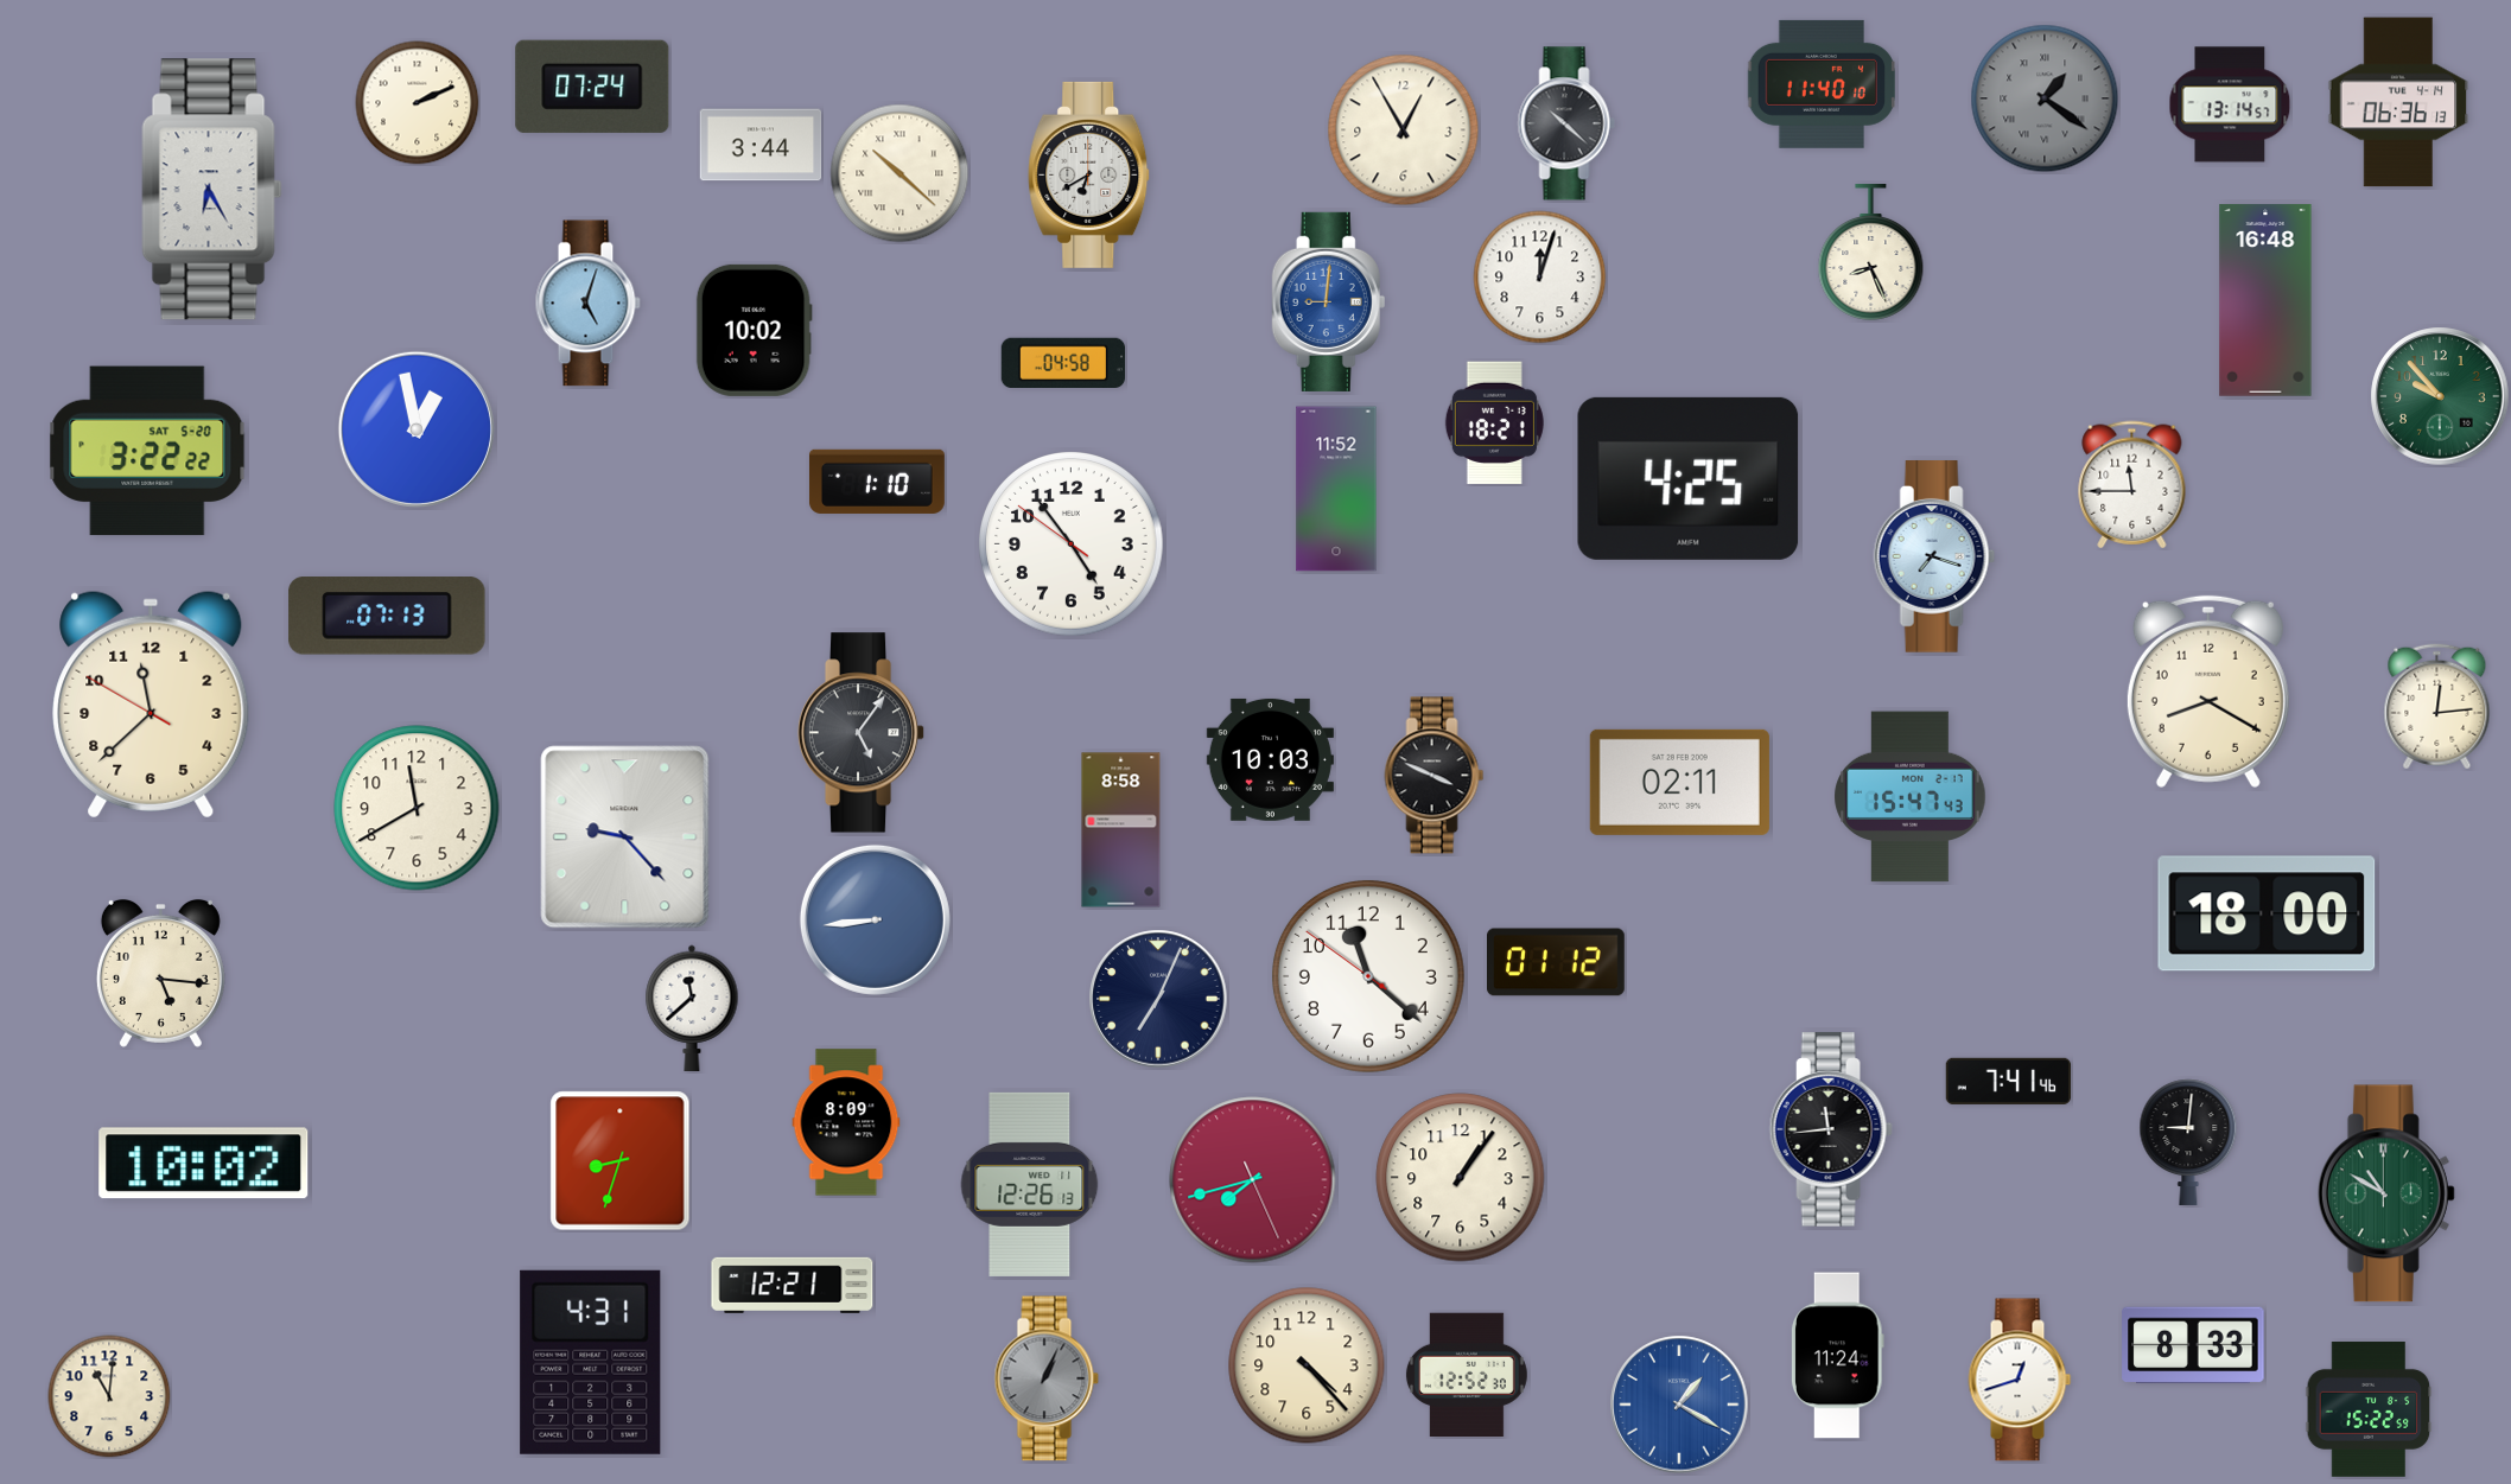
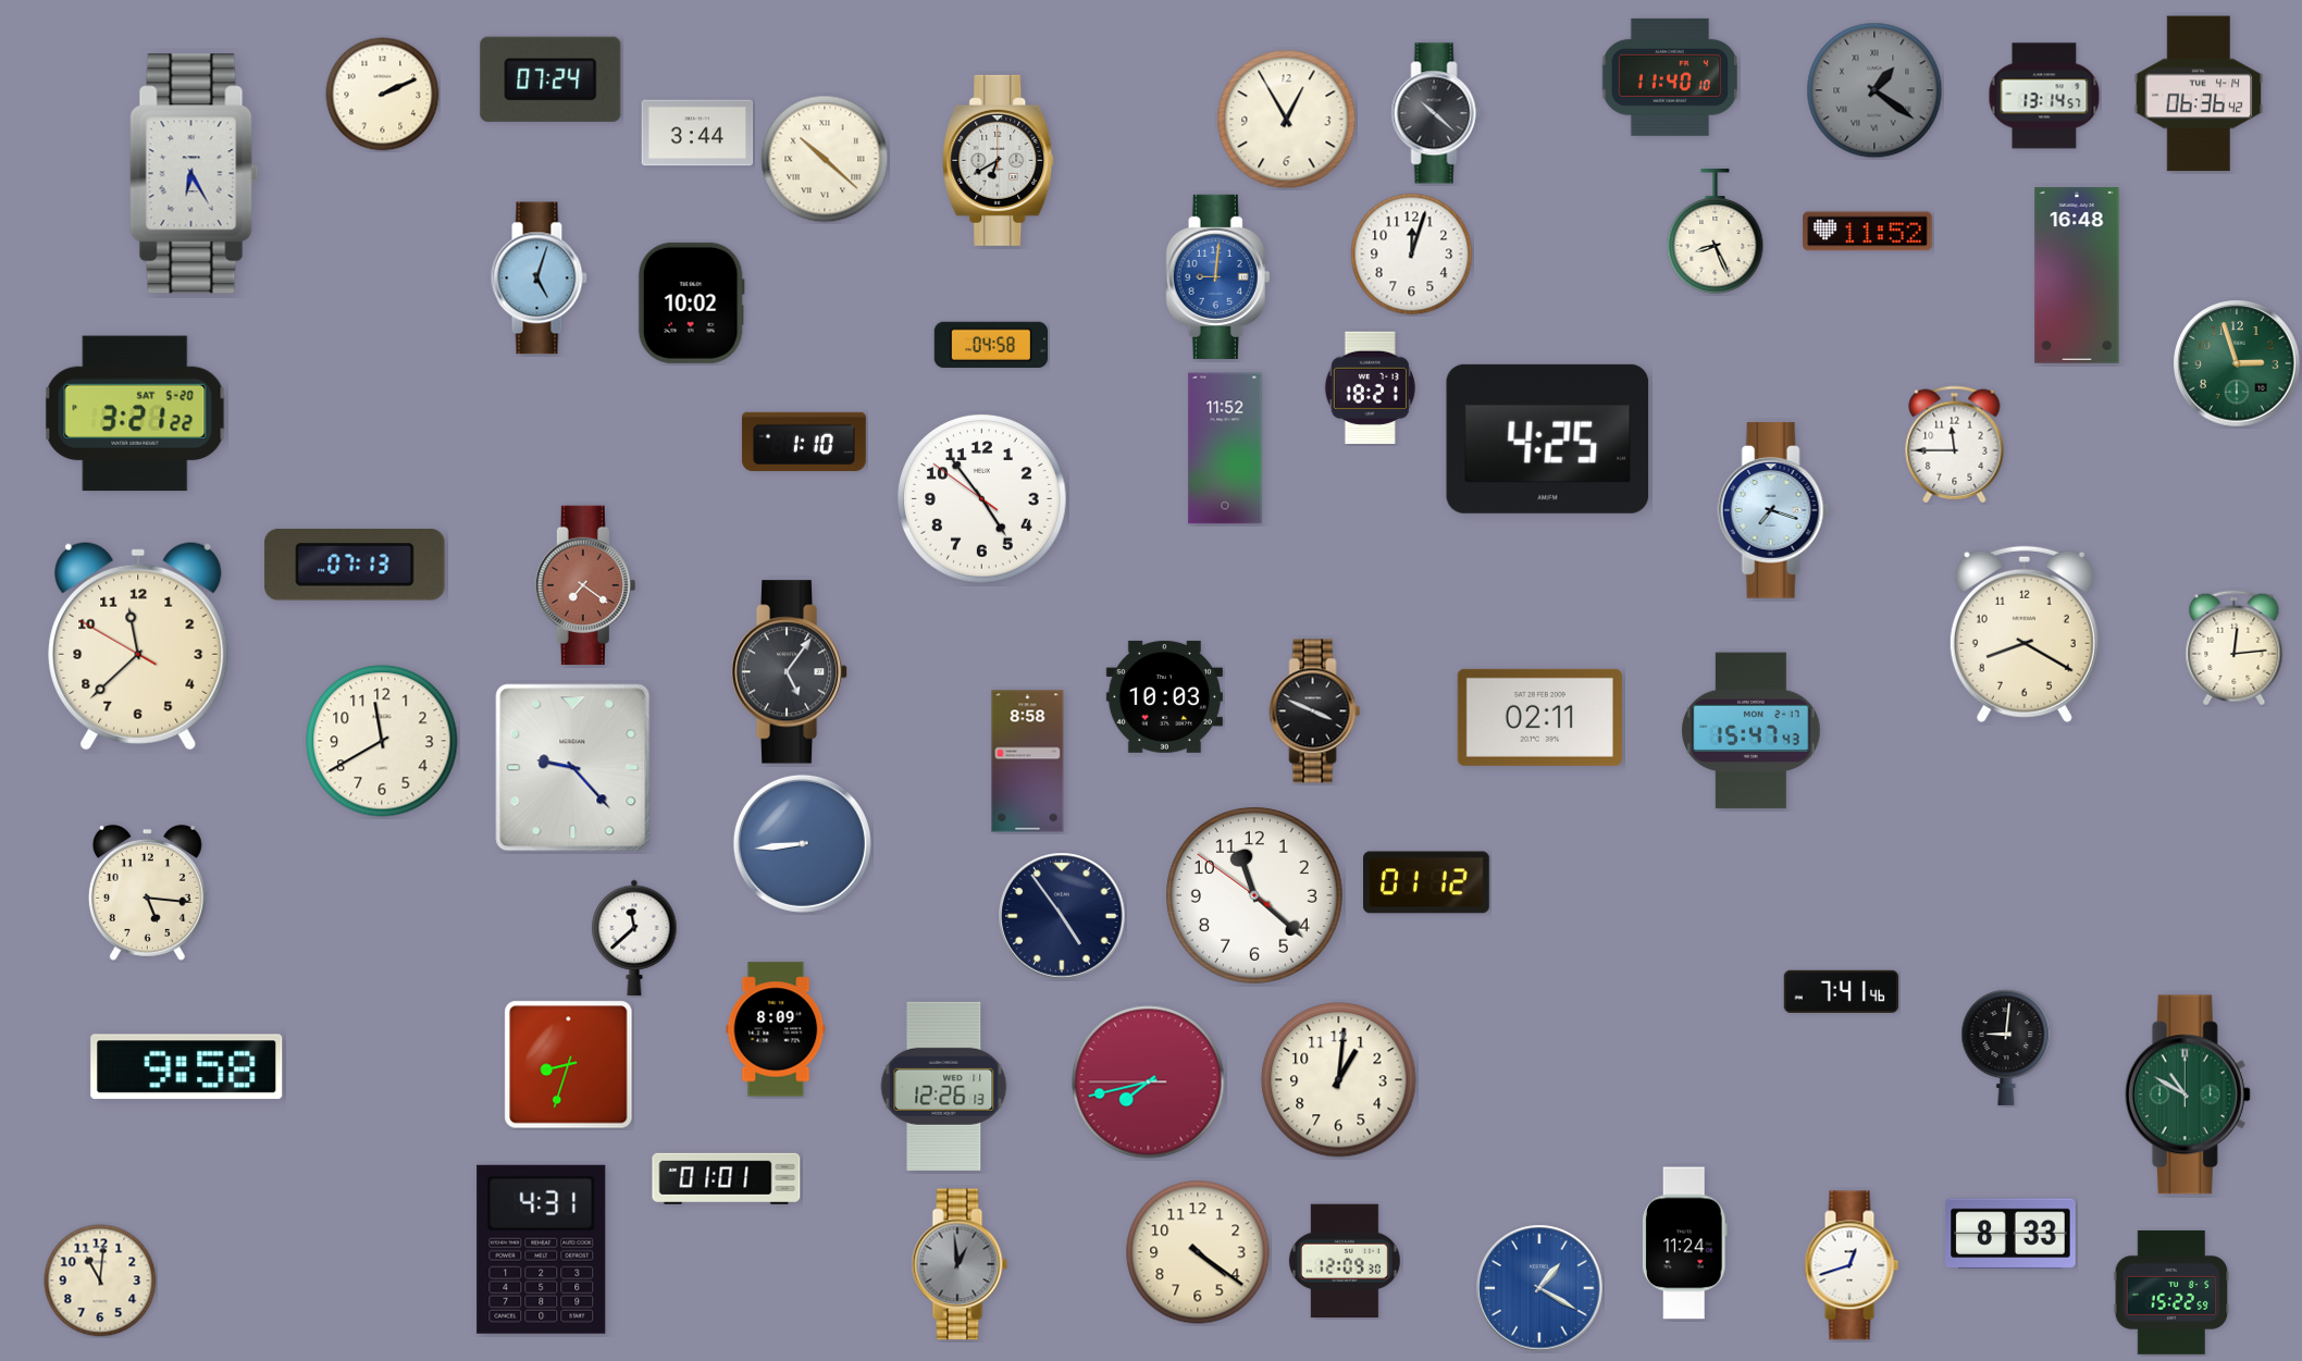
clock at (592, 87) position: (592, 87) -> (550, 79)
clock at (2398, 102): 06:36:13 -> 06:36:42
clock at (1868, 232): none -> 11:52
clock at (1063, 362) position: (1063, 362) -> (991, 344)
clock at (2440, 396): 9:53 -> 2:57
clock at (417, 429): 12:58 -> none
clock at (147, 451): 3:22 -> 3:21
clock at (585, 585): none -> 7:21
clock at (2267, 913): 18:00 -> none
clock at (1158, 999): 7:04 -> 4:54
clock at (692, 1007) position: (692, 1007) -> (634, 937)
clock at (1831, 1129): 11:44 -> none
clock at (204, 1164): 10:02 -> 9:58
clock at (1461, 1178): 1:06 -> 1:01
clock at (1253, 1180): 7:42:26 -> 7:42:45
clock at (793, 1285): 12:21 -> 01:01
clock at (1307, 1365): 4:23 -> 4:21
clock at (1467, 1374): 12:52 -> 12:09
clock at (1047, 1378): 1:04 -> 12:59
